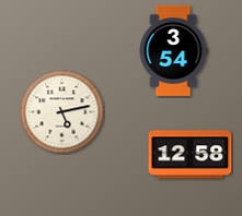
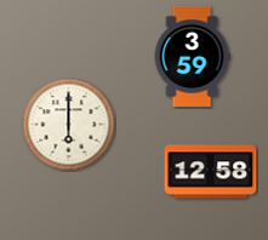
clock at (173, 50): 3:54 -> 3:59
clock at (62, 112): 5:13 -> 6:00
